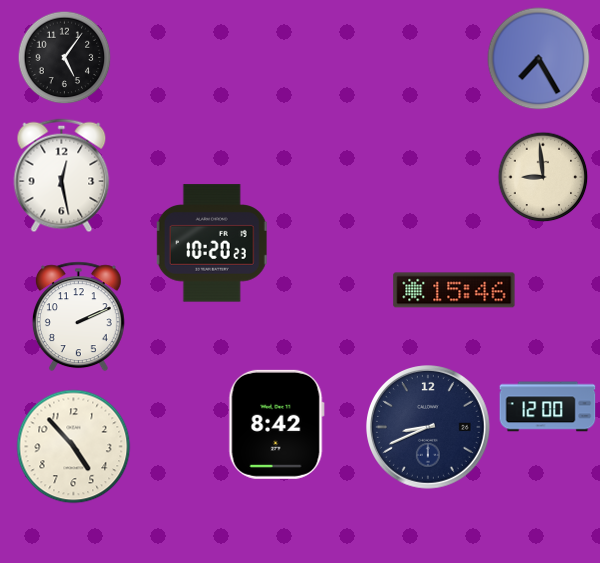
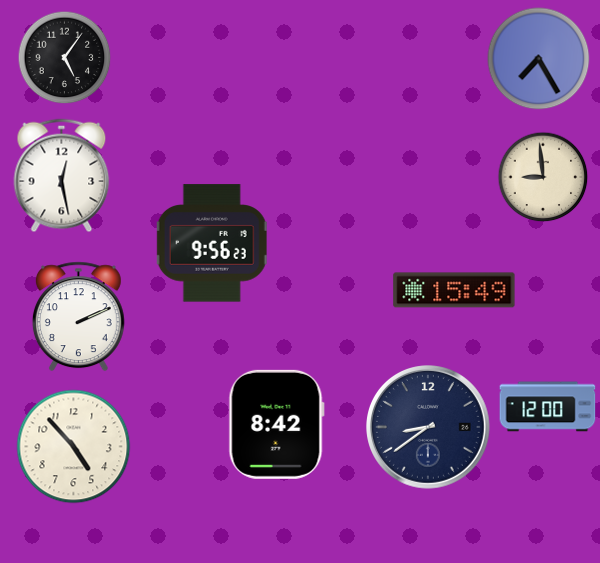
clock at (212, 243): 10:20 -> 9:56
clock at (454, 290): 15:46 -> 15:49
clock at (429, 428): 8:41 -> 8:39
